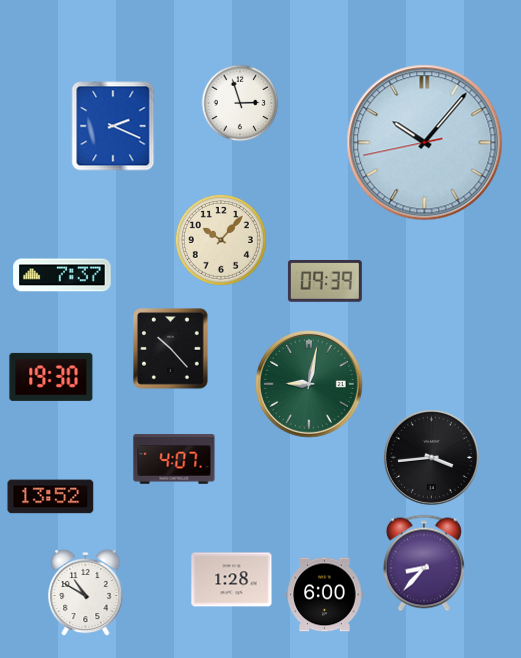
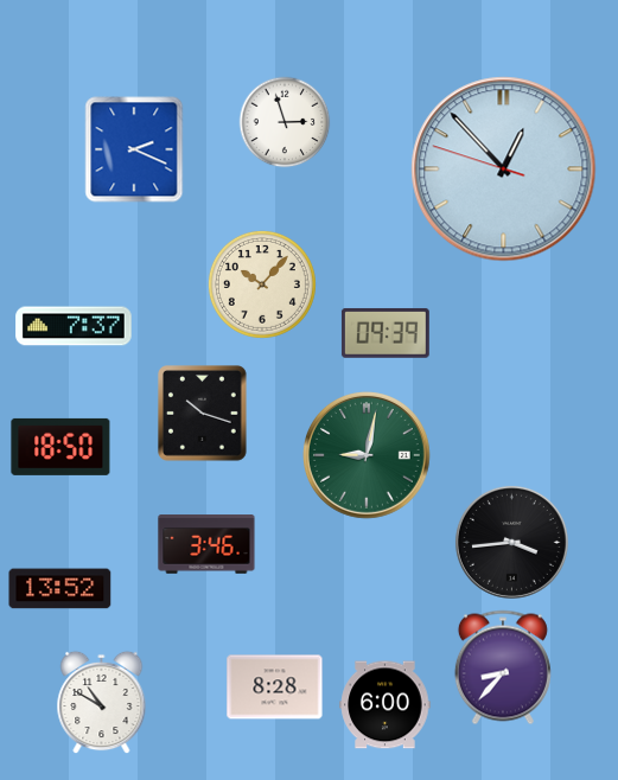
clock at (425, 143): 10:06 -> 12:52
clock at (171, 349): 10:23 -> 10:18
clock at (51, 377): 19:30 -> 18:50
clock at (174, 459): 4:07 -> 3:46
clock at (232, 580): 1:28 -> 8:28
